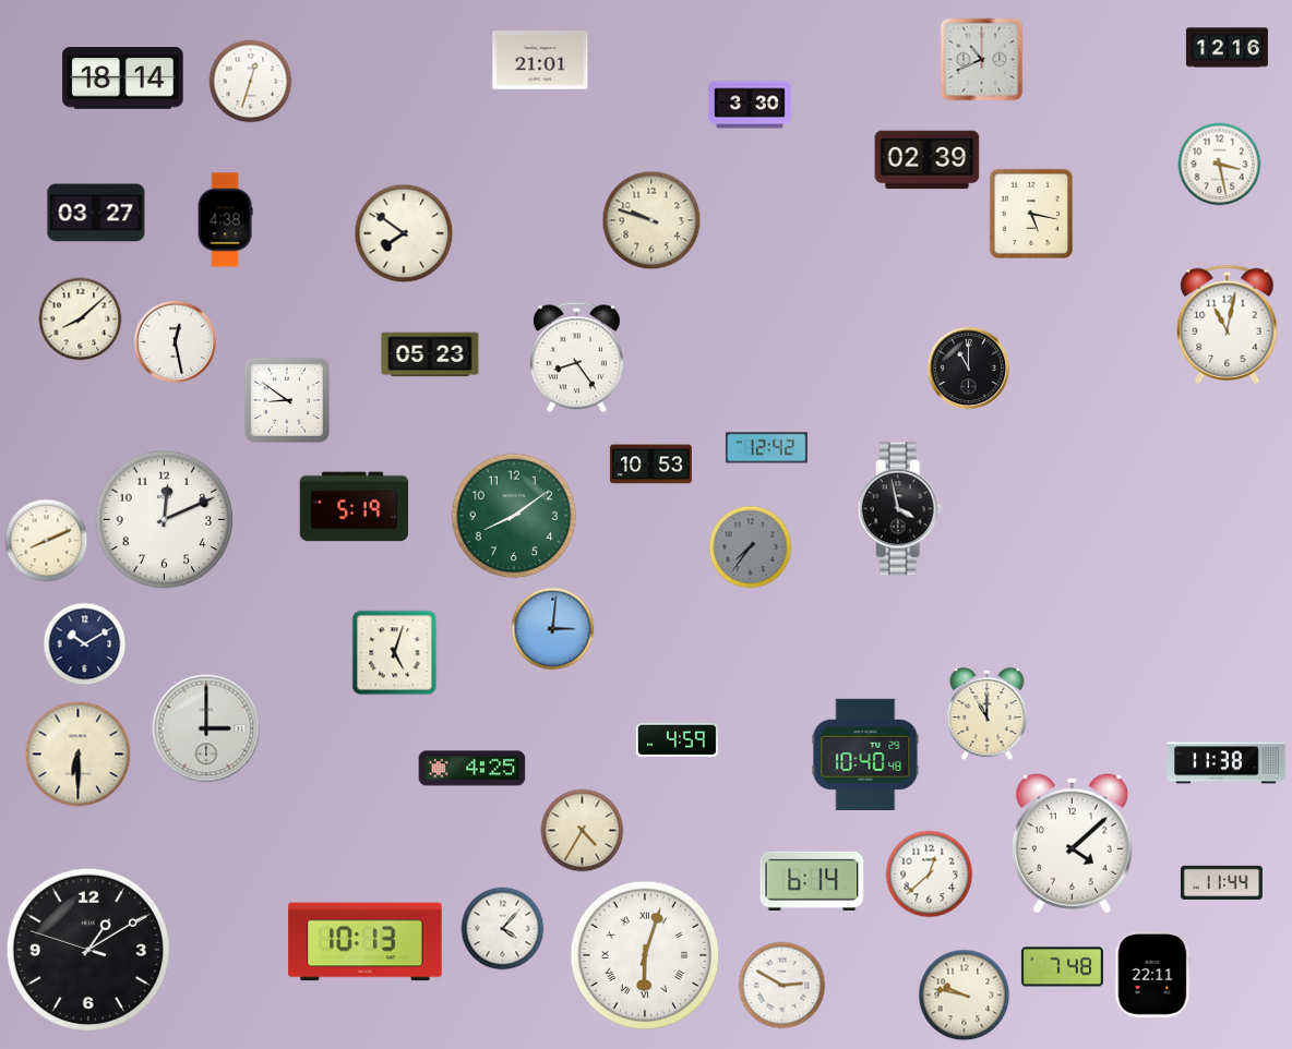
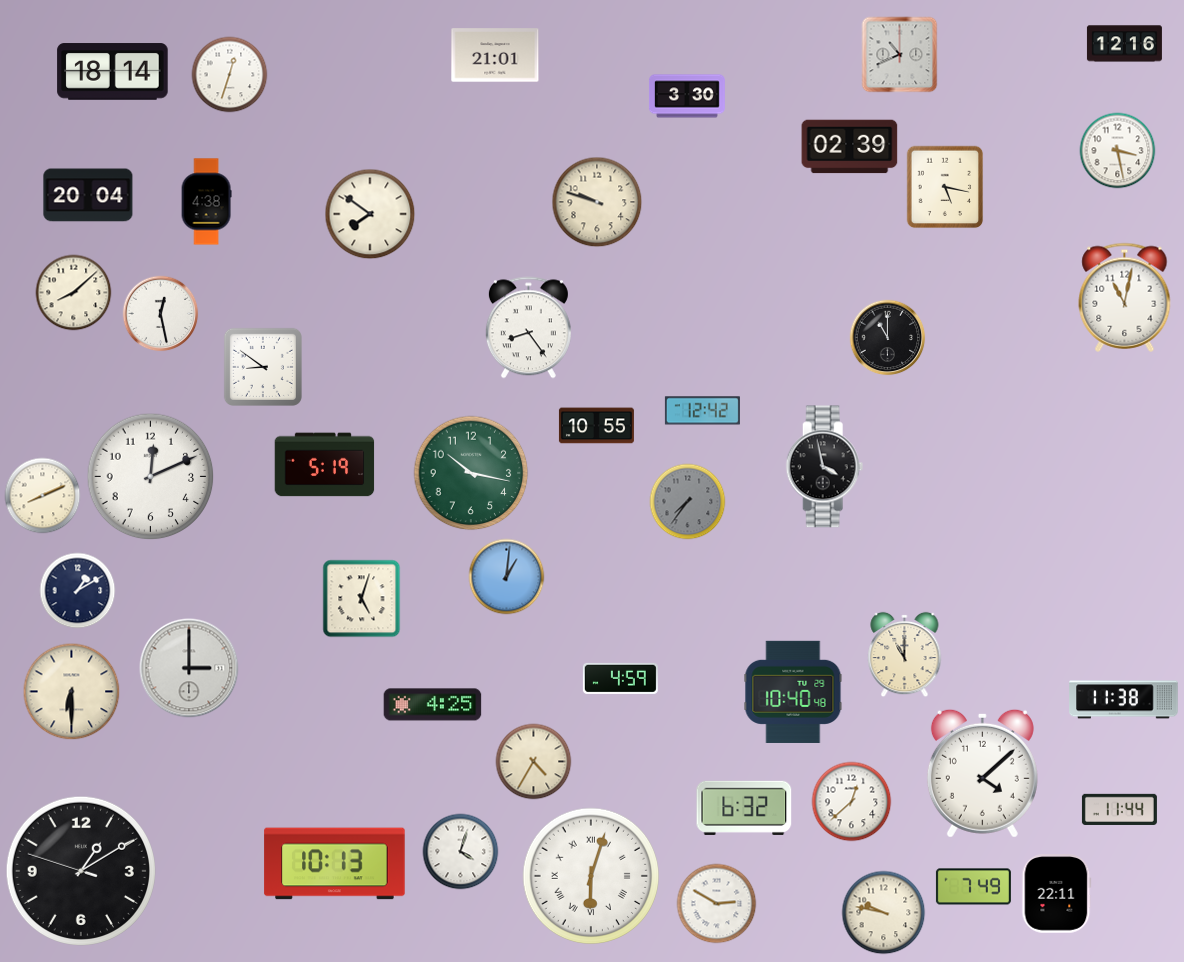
clock at (96, 213): 03:27 -> 20:04
clock at (1031, 214) position: (1031, 214) -> (945, 187)
clock at (430, 354): 05:23 -> none
clock at (650, 465): 10:53 -> 10:55
clock at (514, 516): 8:09 -> 10:17
clock at (553, 629): 3:01 -> 1:01
clock at (85, 644): 10:10 -> 1:10
clock at (812, 881): 6:14 -> 6:32
clock at (503, 929): 4:07 -> 4:03
clock at (1062, 967): 7:48 -> 7:49
